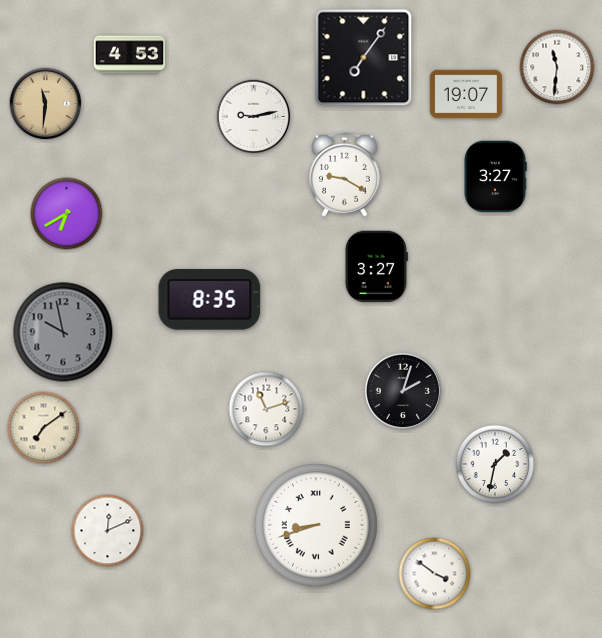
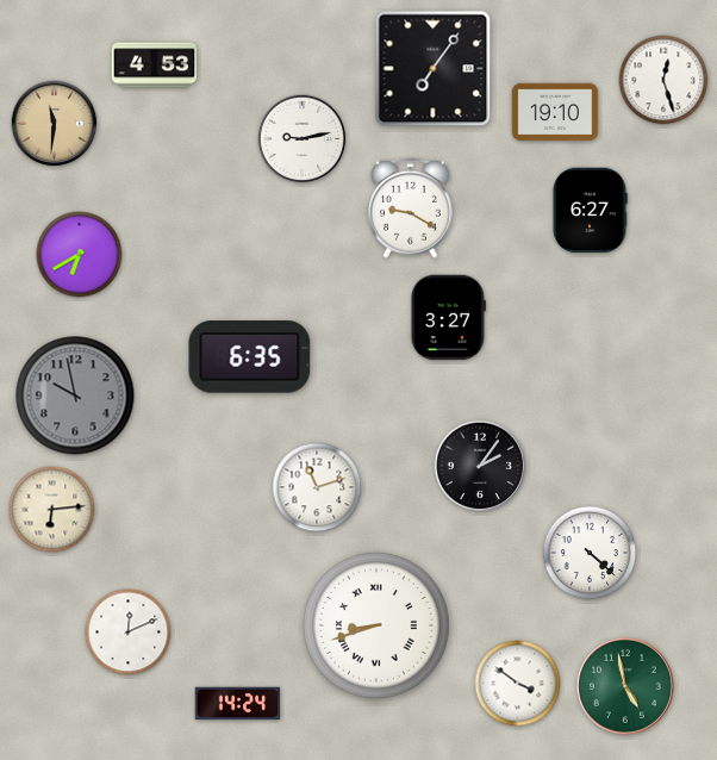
clock at (557, 67): 11:31 -> 12:27
clock at (466, 94): 19:07 -> 19:10
clock at (495, 177): 3:27 -> 6:27
clock at (210, 300): 8:35 -> 6:35
clock at (402, 390): 2:03 -> 2:06
clock at (44, 428): 7:09 -> 6:14
clock at (495, 464): 1:32 -> 4:22
clock at (625, 686): none -> 4:58
clock at (238, 704): none -> 14:24
